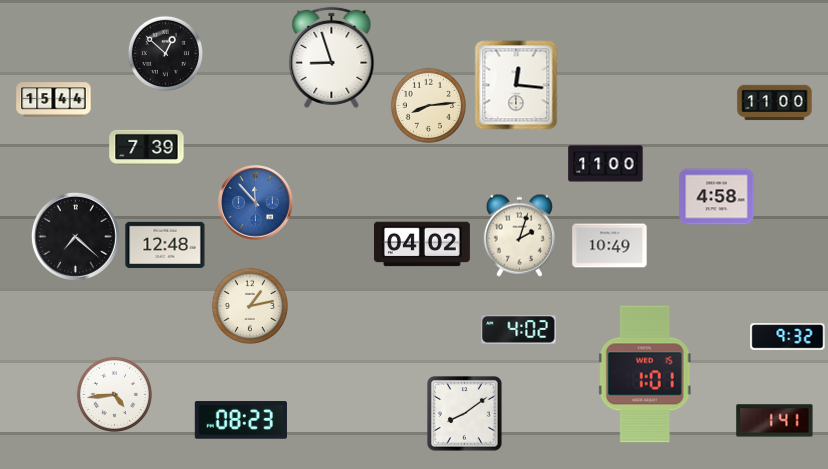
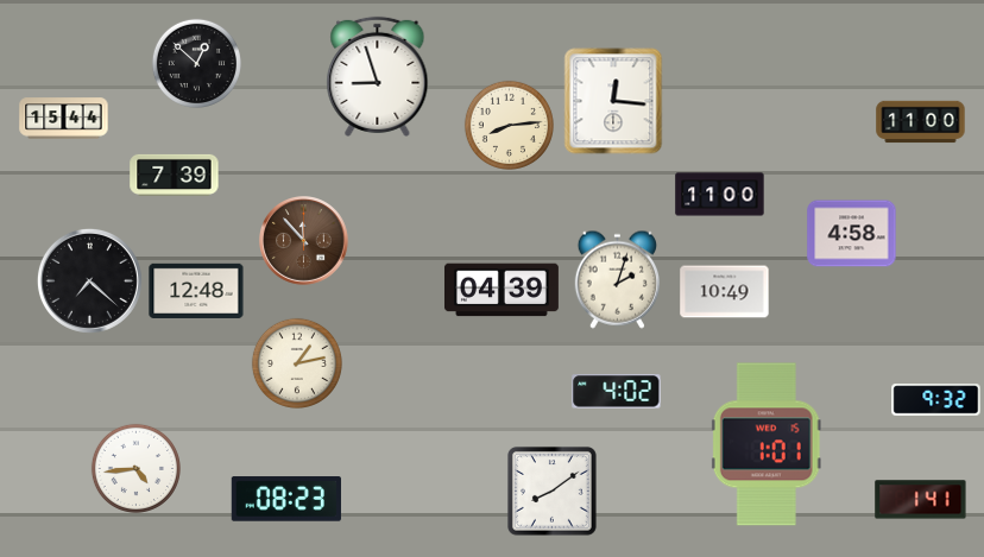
clock at (332, 57) position: (332, 57) -> (378, 76)
clock at (256, 203) dial: blue -> brown
clock at (422, 244): 04:02 -> 04:39
